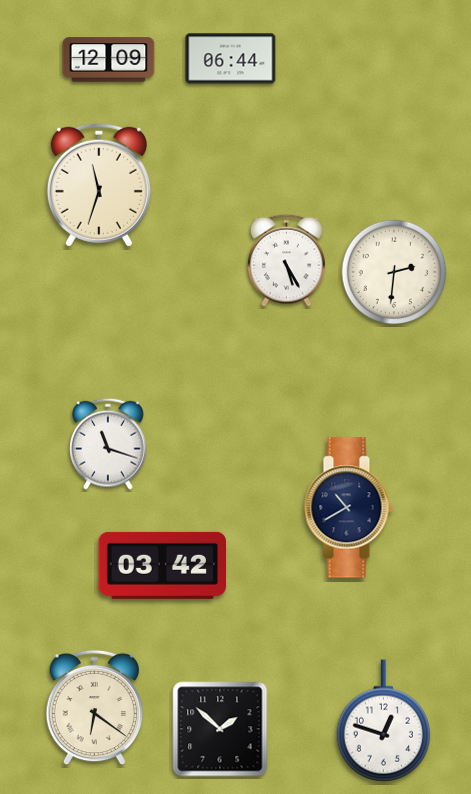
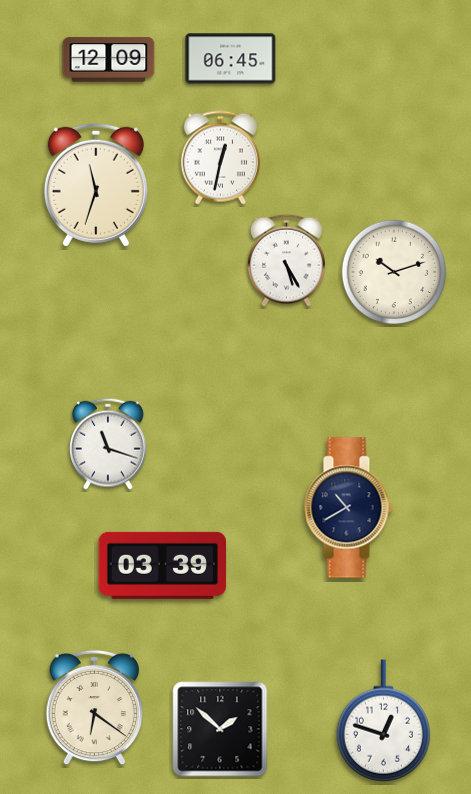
clock at (231, 59): 06:44 -> 06:45
clock at (220, 158): none -> 12:32
clock at (99, 185) position: (99, 185) -> (96, 185)
clock at (394, 272): 2:31 -> 10:12
clock at (162, 565): 03:42 -> 03:39
